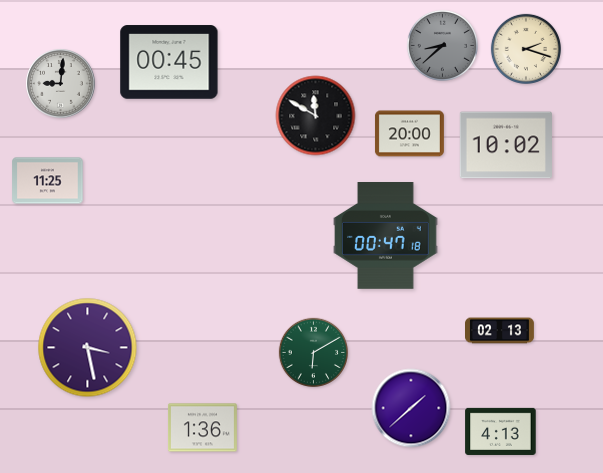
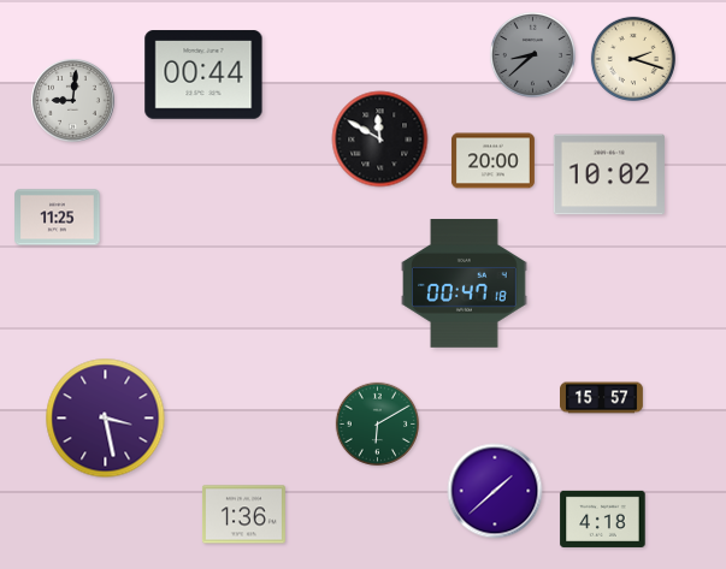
clock at (169, 62): 00:45 -> 00:44
clock at (500, 331): 02:13 -> 15:57
clock at (501, 431): 4:13 -> 4:18
